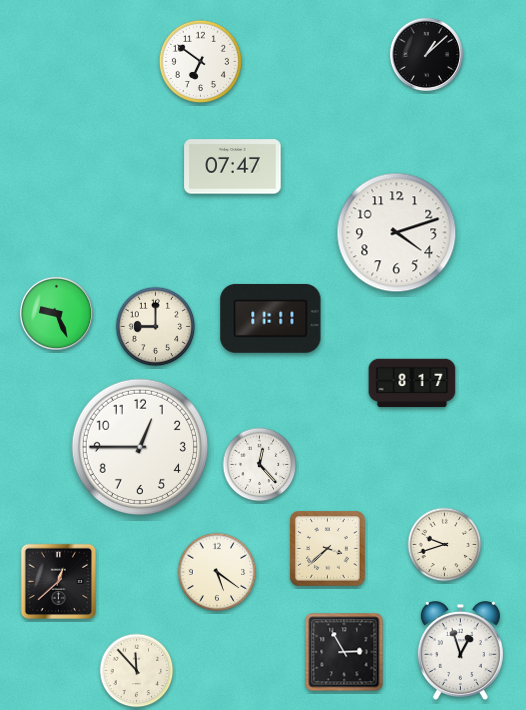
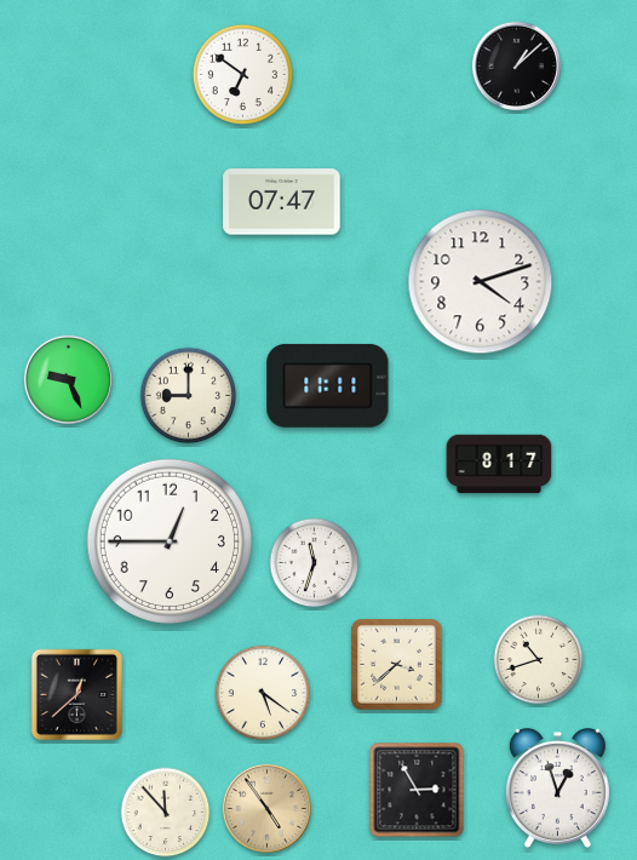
clock at (260, 465): 12:23 -> 11:33
clock at (445, 545): 9:42 -> 10:42
clock at (58, 581) position: (58, 581) -> (76, 694)
clock at (266, 808): none -> 4:54
